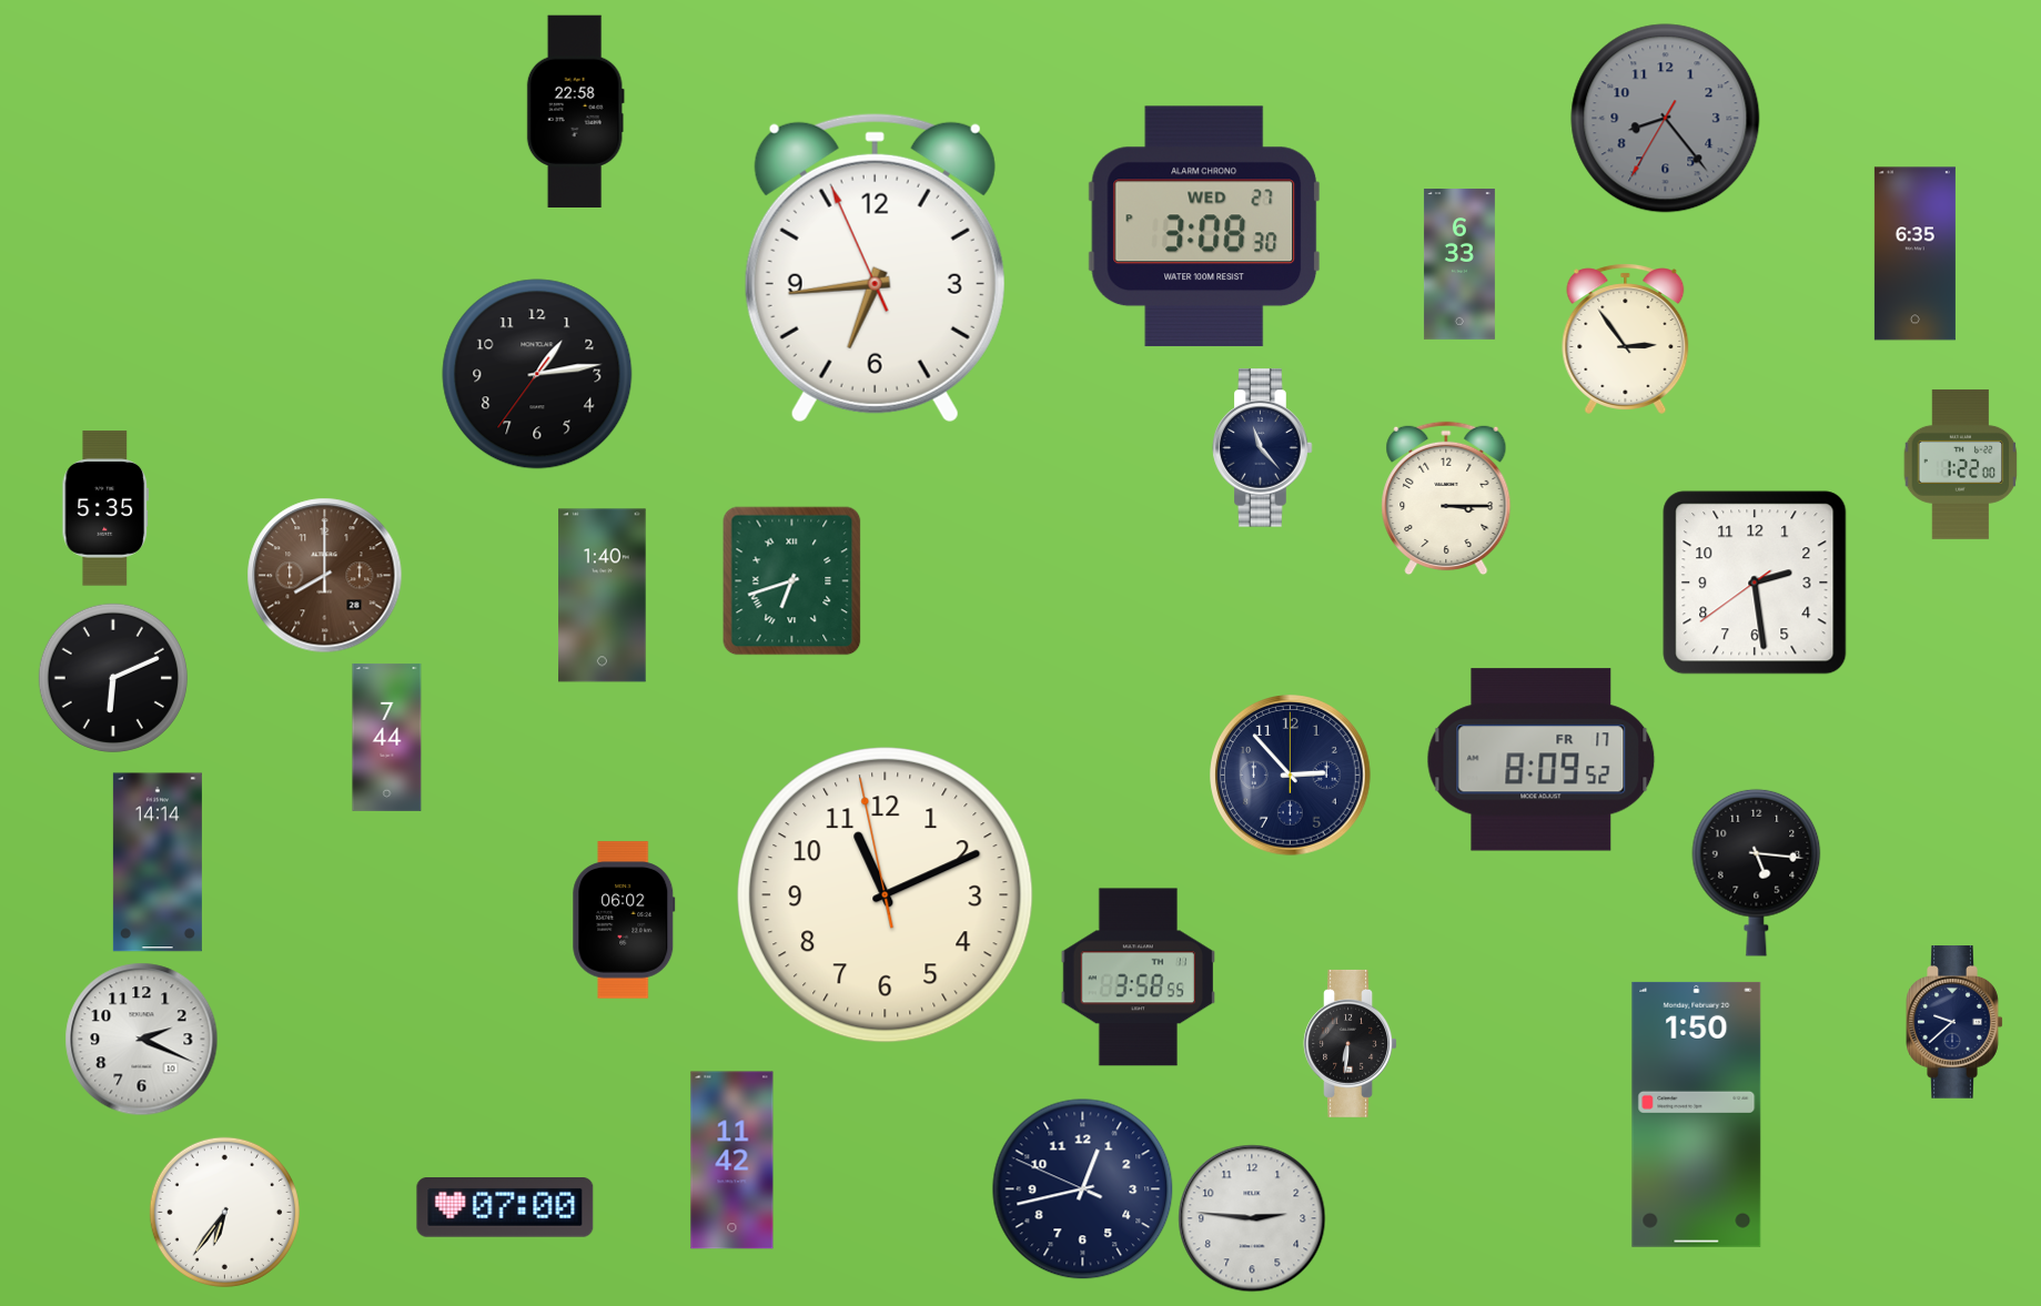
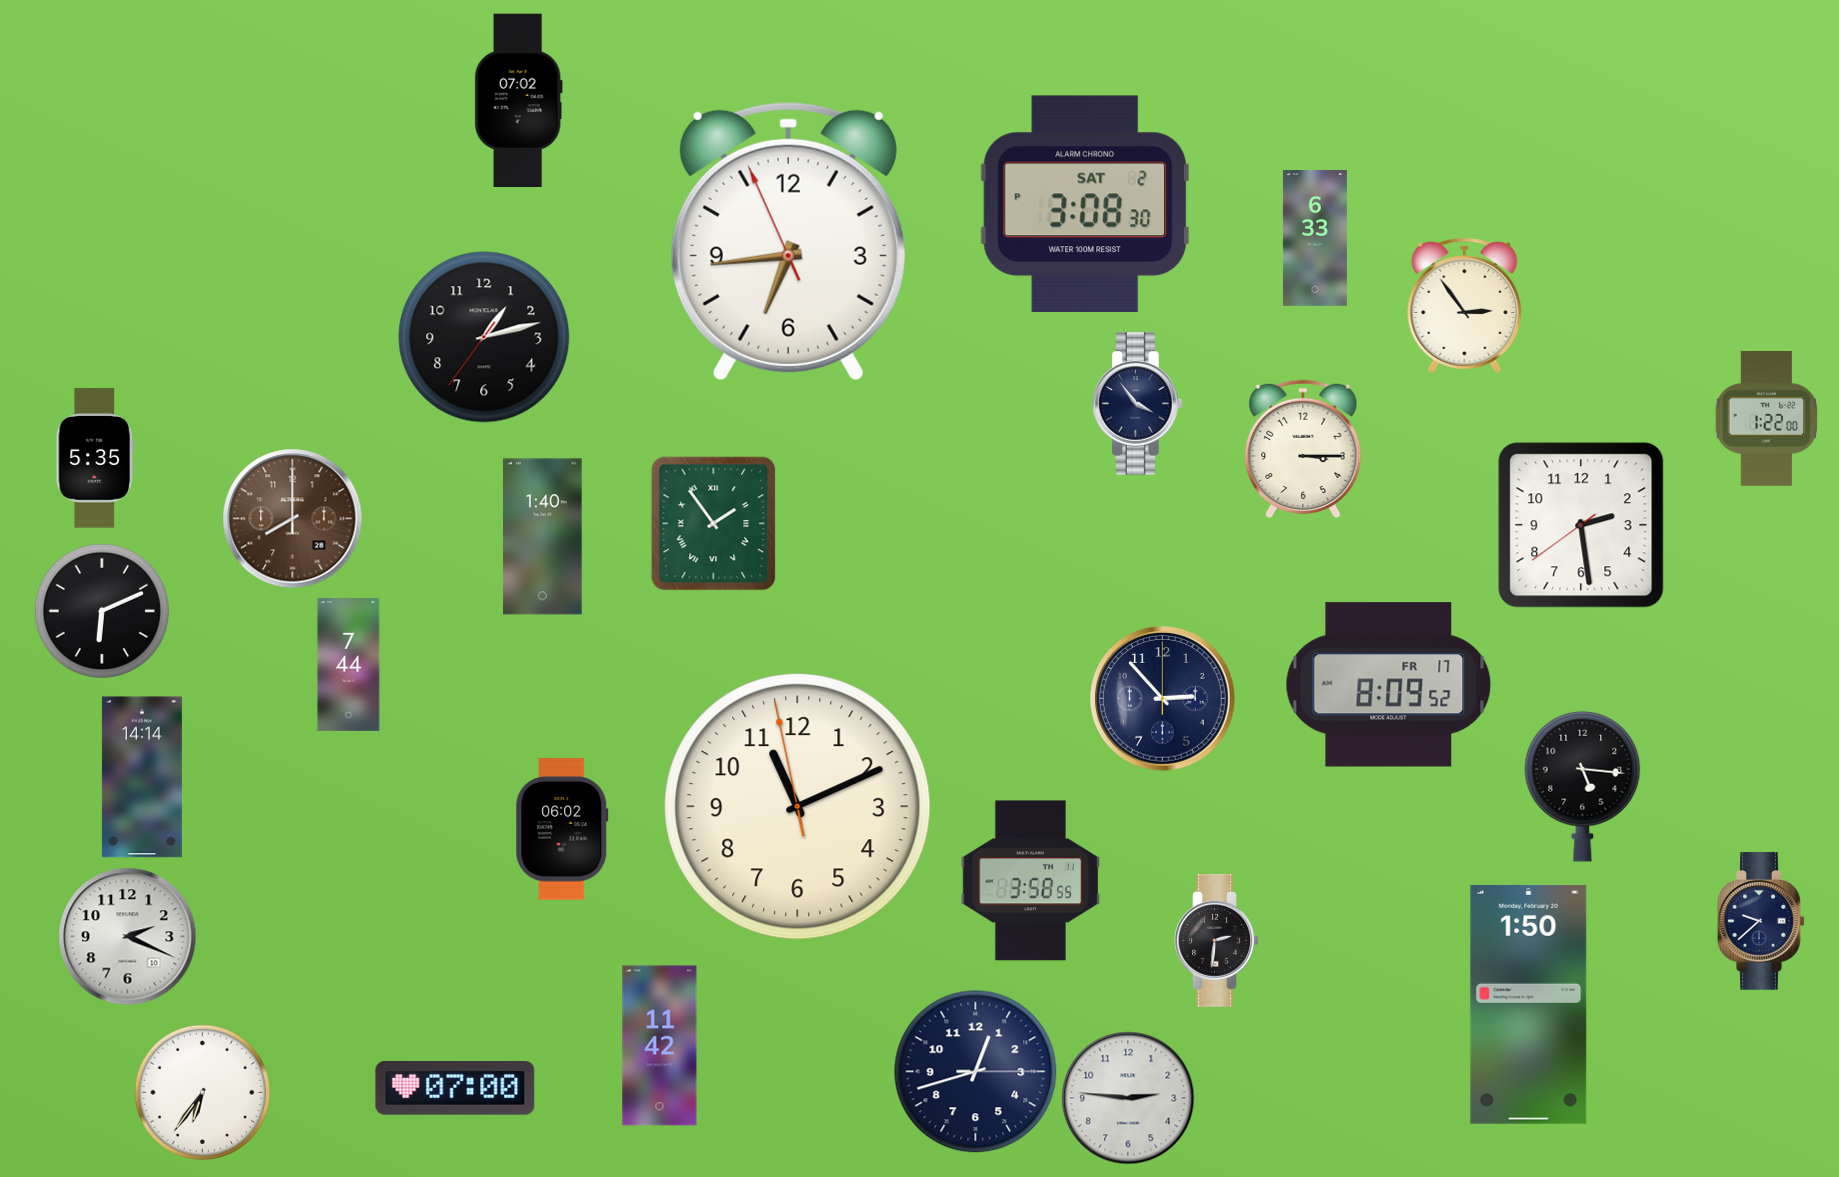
clock at (575, 112): 22:58 -> 07:02
clock at (1666, 119): 8:23 -> none
clock at (1204, 226) date: WED 27 -> SAT 2
clock at (1914, 254): 6:35 -> none
clock at (537, 374): 1:13 -> 1:12
clock at (1263, 448): 11:23 -> 3:54
clock at (792, 581): 6:42 -> 1:54
clock at (1138, 978) position: (1138, 978) -> (1030, 881)
clock at (1350, 1043): 6:31 -> 2:31
clock at (1083, 1189): 12:42:49 -> 12:42:15
